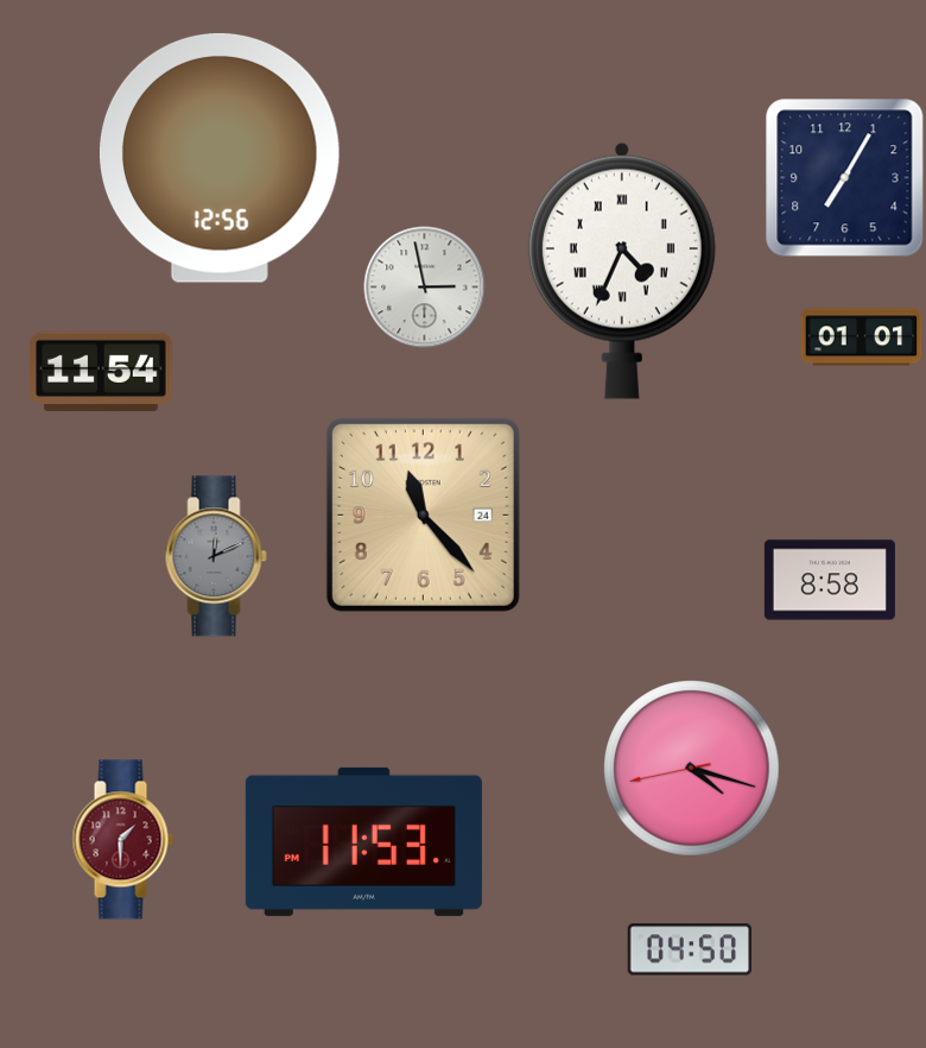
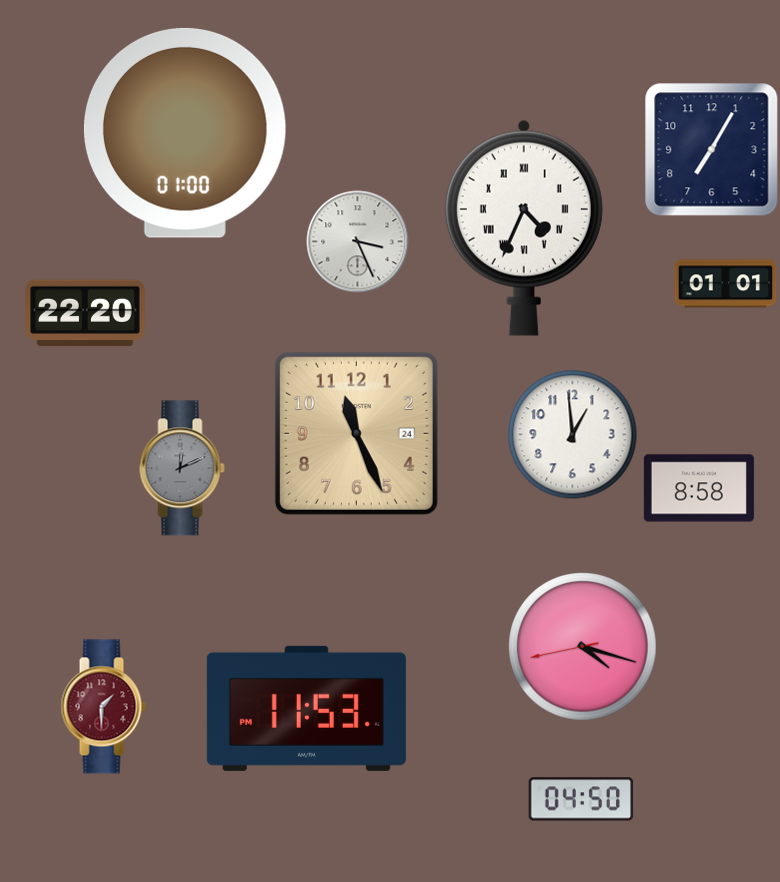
clock at (220, 158): 12:56 -> 01:00
clock at (425, 288): 2:58 -> 3:26
clock at (101, 372): 11:54 -> 22:20
clock at (423, 514): 11:23 -> 11:26
clock at (573, 435): none -> 12:59
